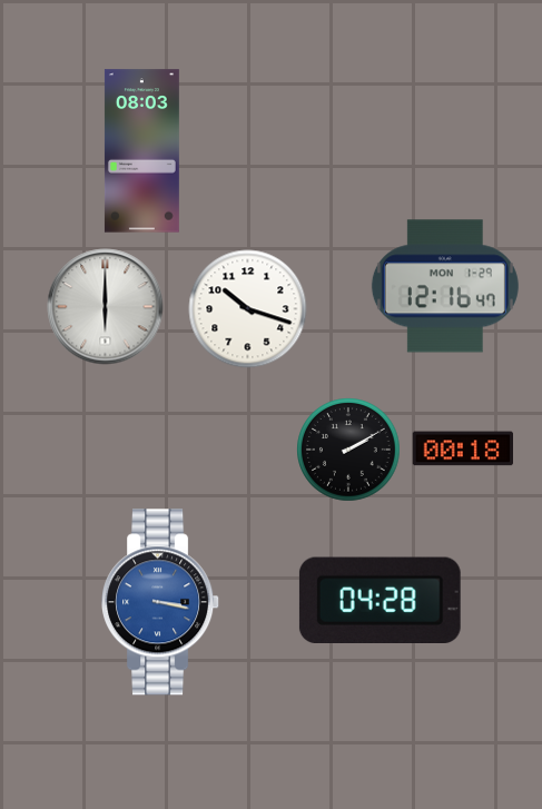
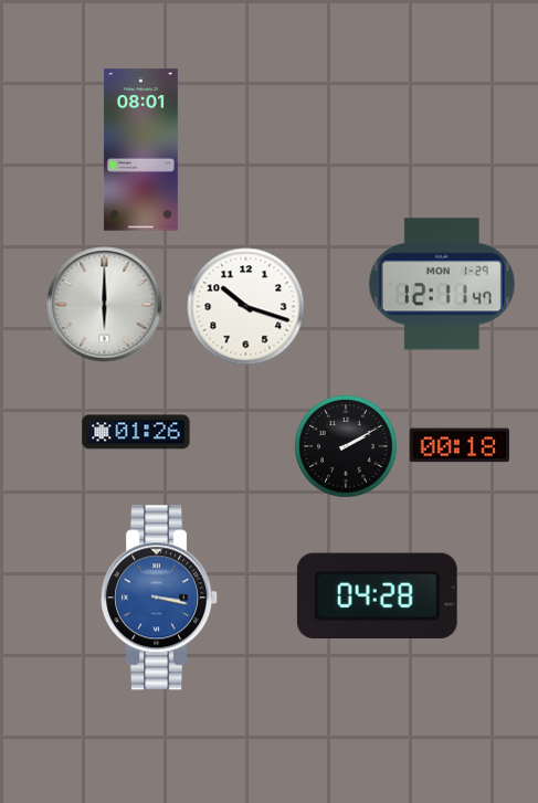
clock at (141, 151): 08:03 -> 08:01
clock at (445, 286): 12:16 -> 12:11
clock at (136, 432): none -> 01:26
